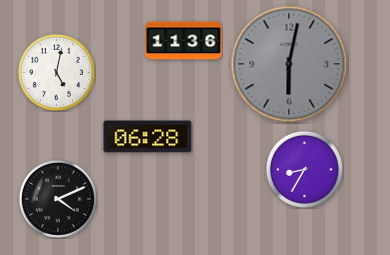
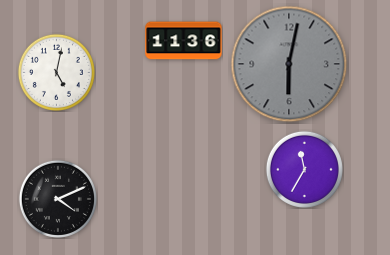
clock at (148, 137): 06:28 -> none
clock at (304, 169): 8:35 -> 11:35
